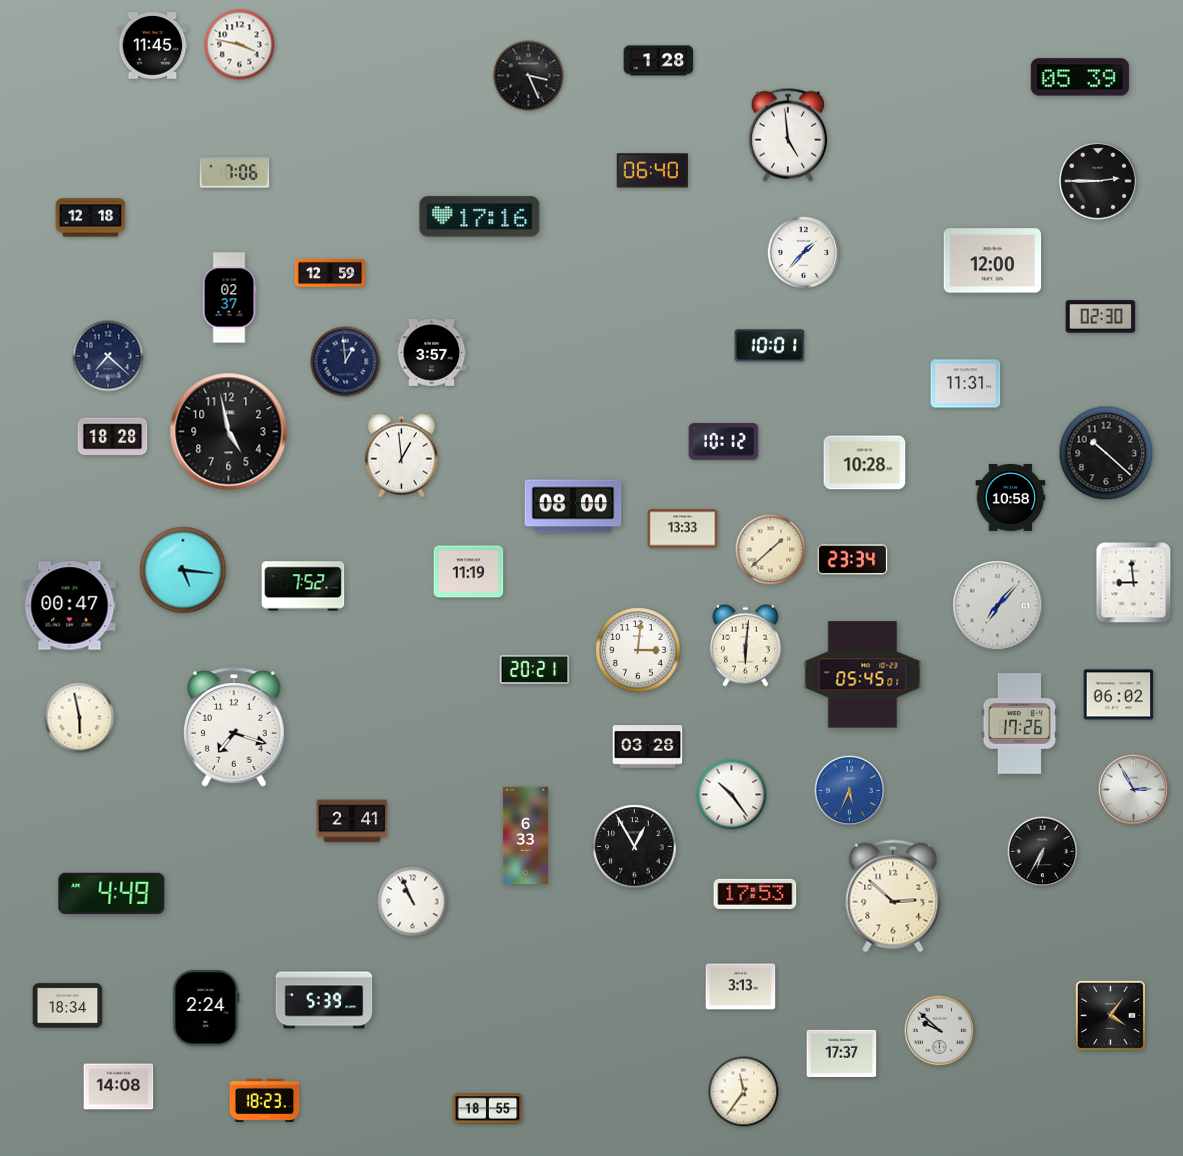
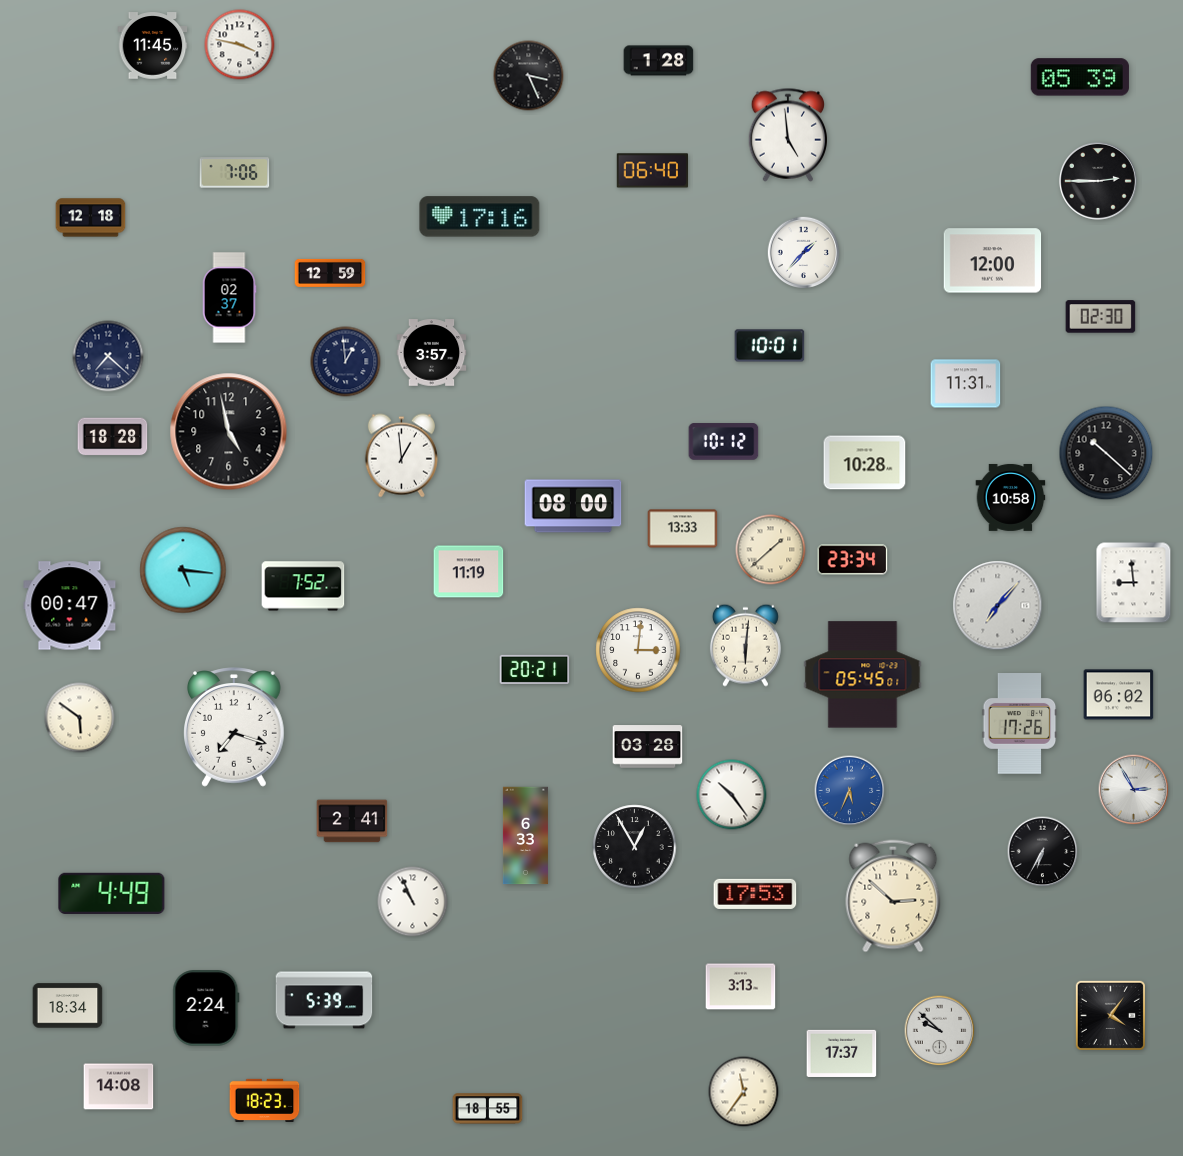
clock at (80, 718): 5:58 -> 5:51
